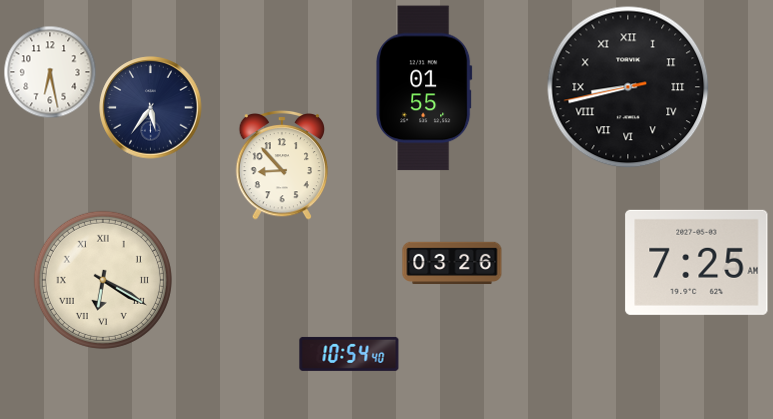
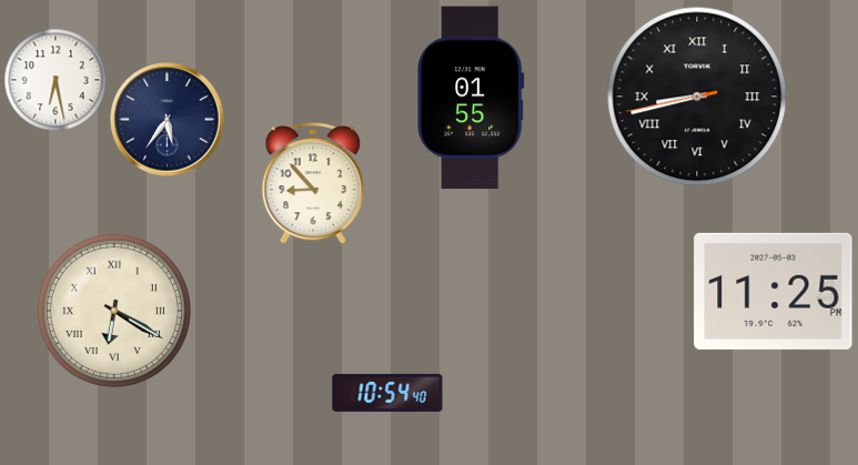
clock at (452, 262): 03:26 -> none
clock at (697, 262): 7:25 -> 11:25
